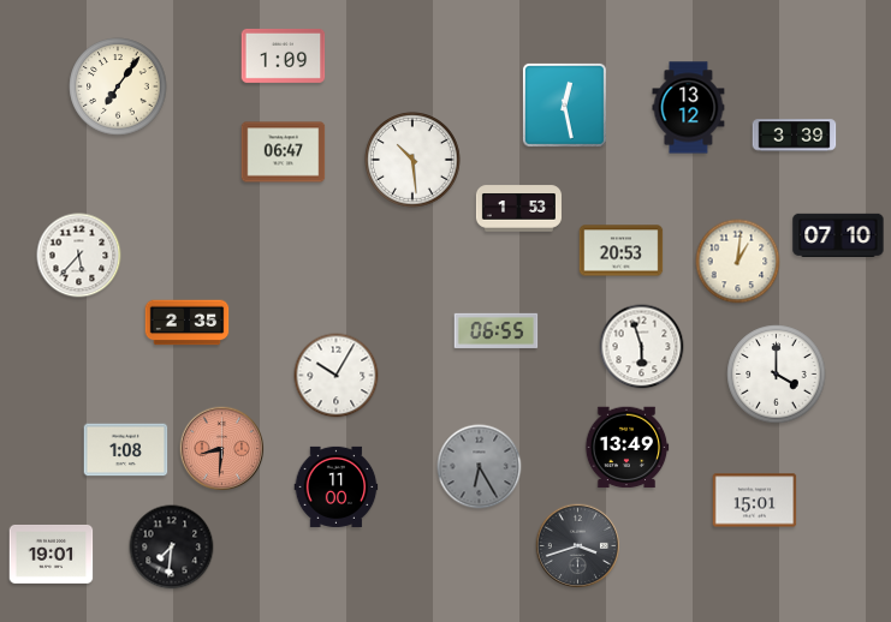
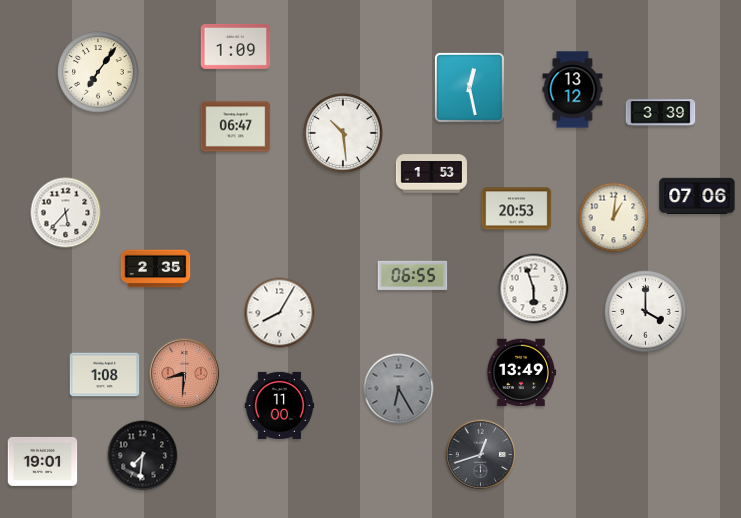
clock at (838, 234): 07:10 -> 07:06
clock at (337, 376): 10:05 -> 8:05
clock at (755, 501): 15:01 -> none
clock at (578, 546): 3:42 -> 12:42
